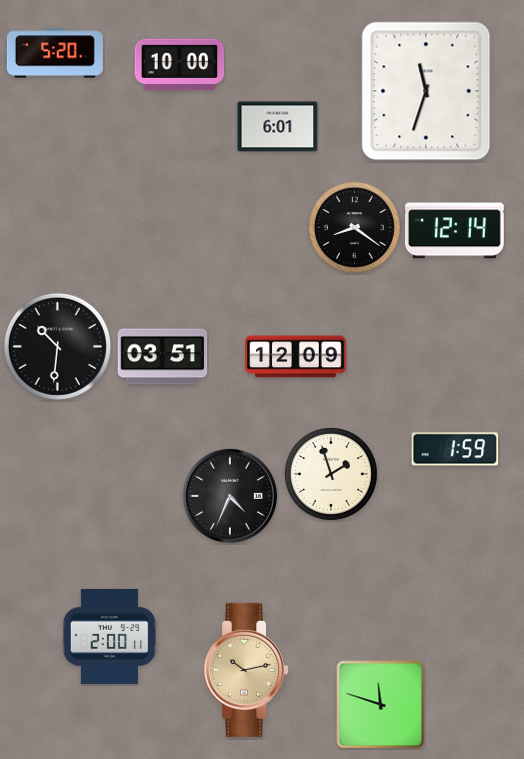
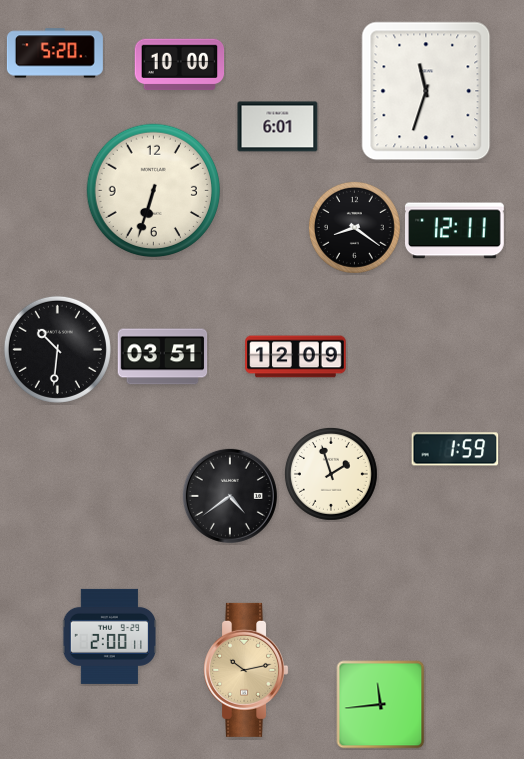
clock at (153, 190): none -> 6:33
clock at (455, 231): 12:14 -> 12:11
clock at (57, 346) position: (57, 346) -> (57, 349)
clock at (230, 496): 4:34 -> 4:39
clock at (381, 705): 11:48 -> 11:44
